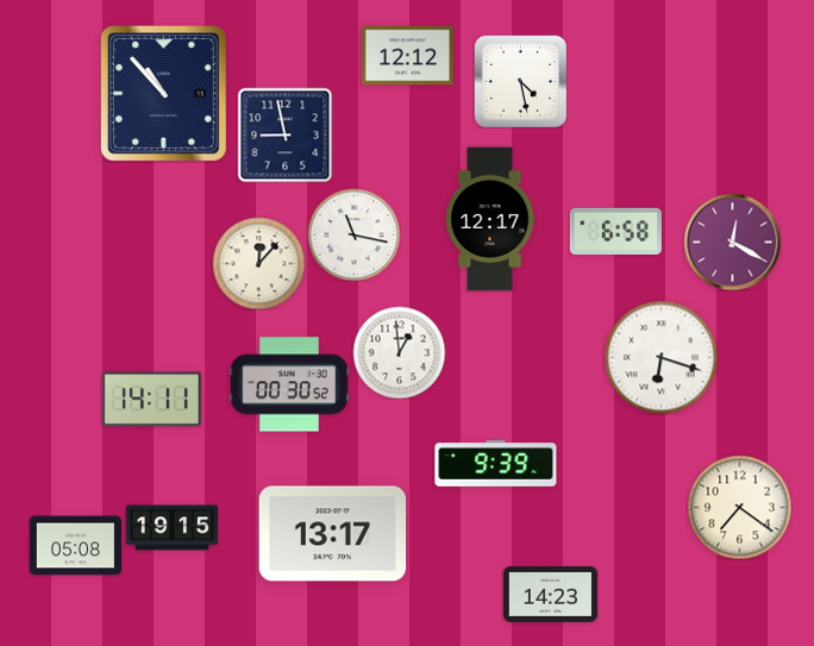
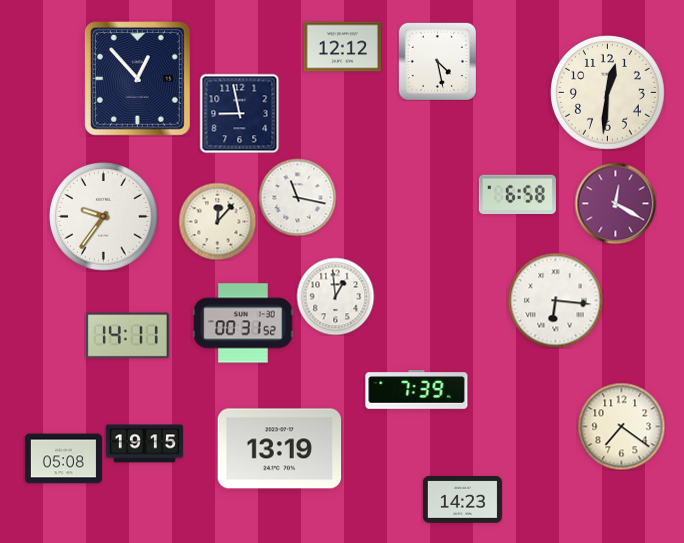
clock at (520, 81) position: (520, 81) -> (437, 61)
clock at (163, 94): 10:53 -> 12:53
clock at (608, 93): none -> 12:31
clock at (490, 219): 12:17 -> none
clock at (104, 217): none -> 9:36
clock at (660, 357): 6:18 -> 6:16
clock at (289, 384): 00:30 -> 00:31
clock at (496, 464): 9:39 -> 7:39
clock at (333, 534): 13:17 -> 13:19
